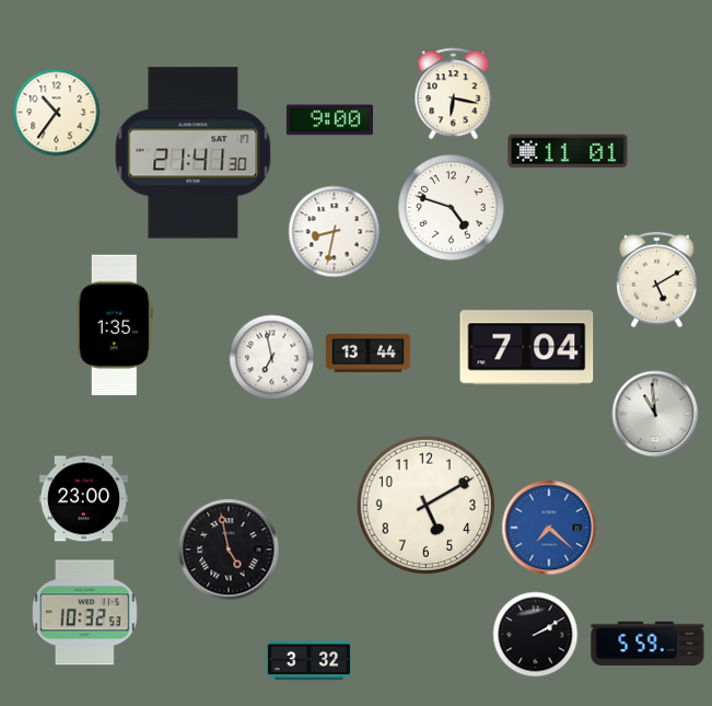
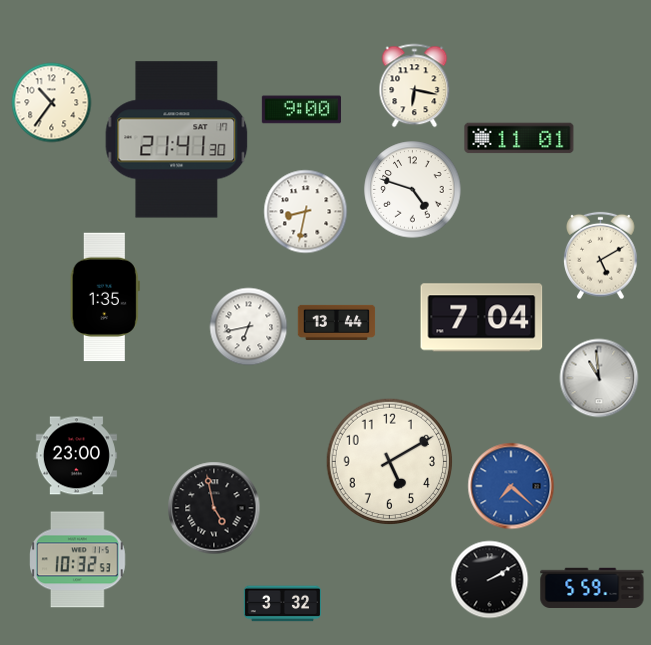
clock at (271, 357): 6:58 -> 6:43
clock at (549, 528) position: (549, 528) -> (511, 486)
clock at (229, 549) position: (229, 549) -> (214, 508)
